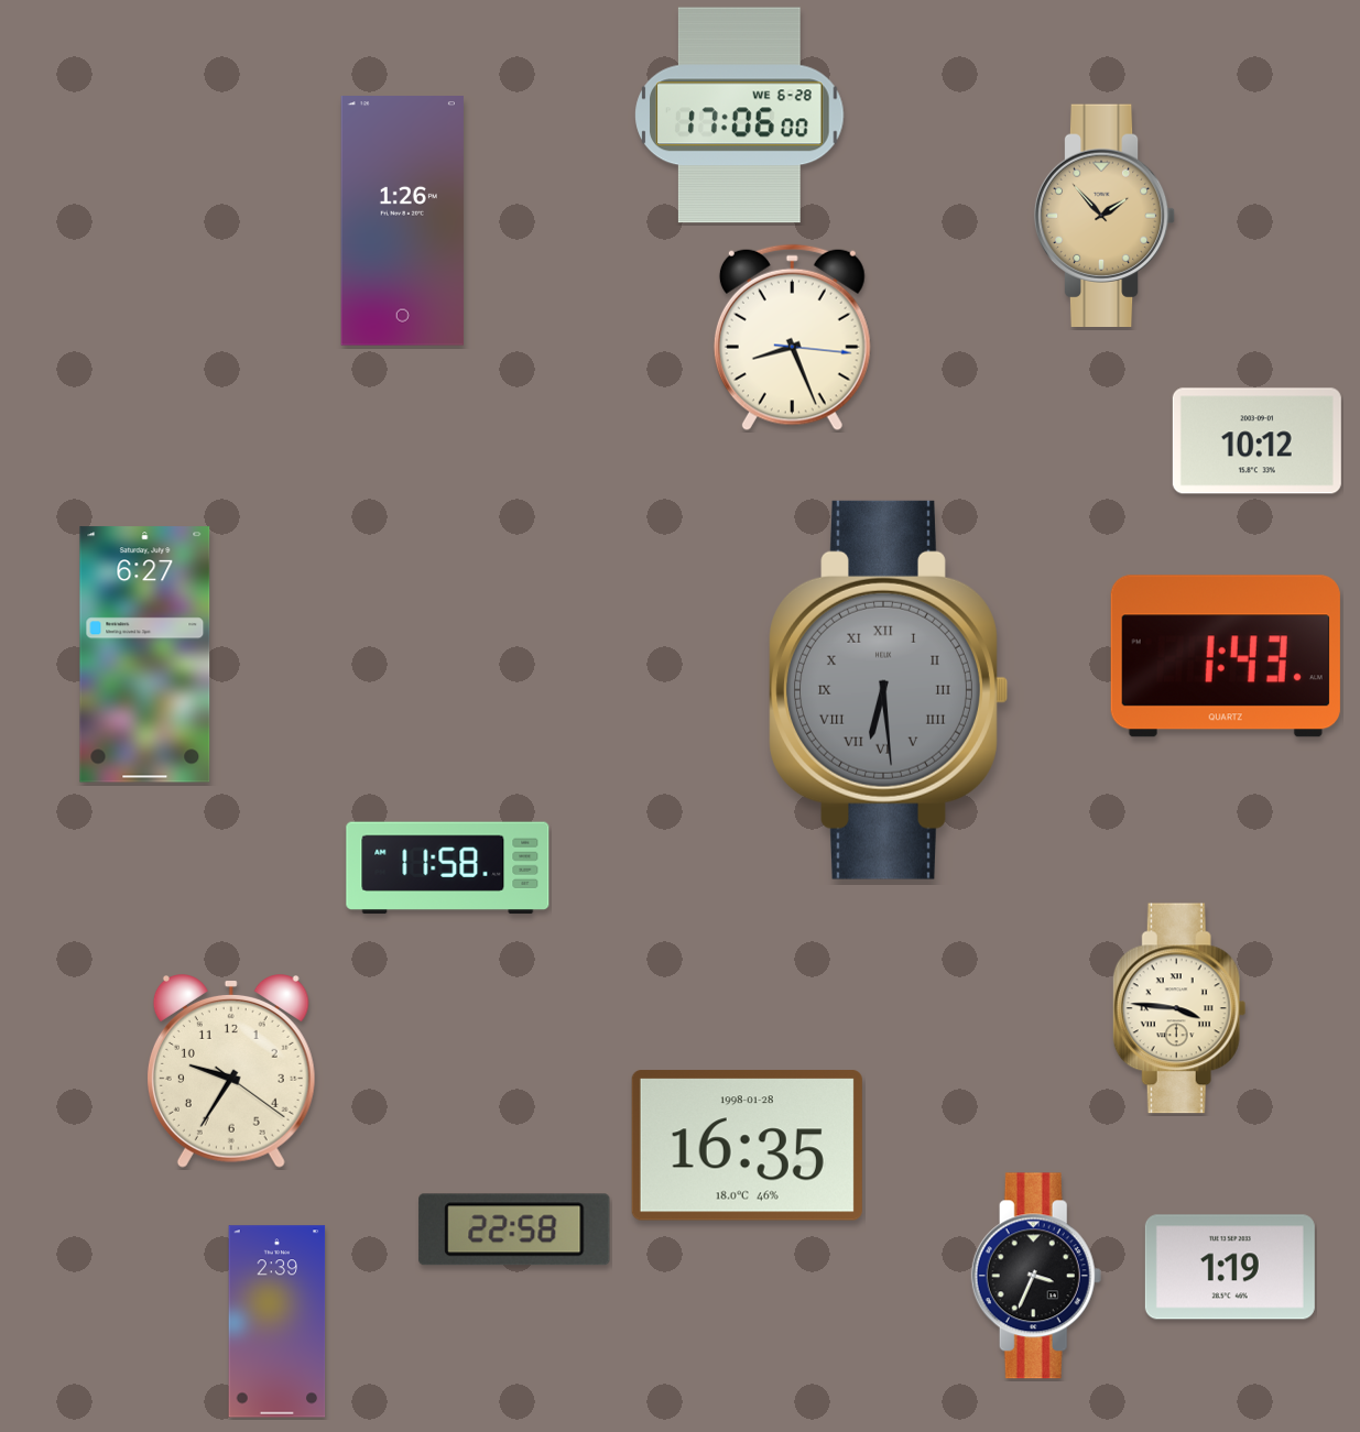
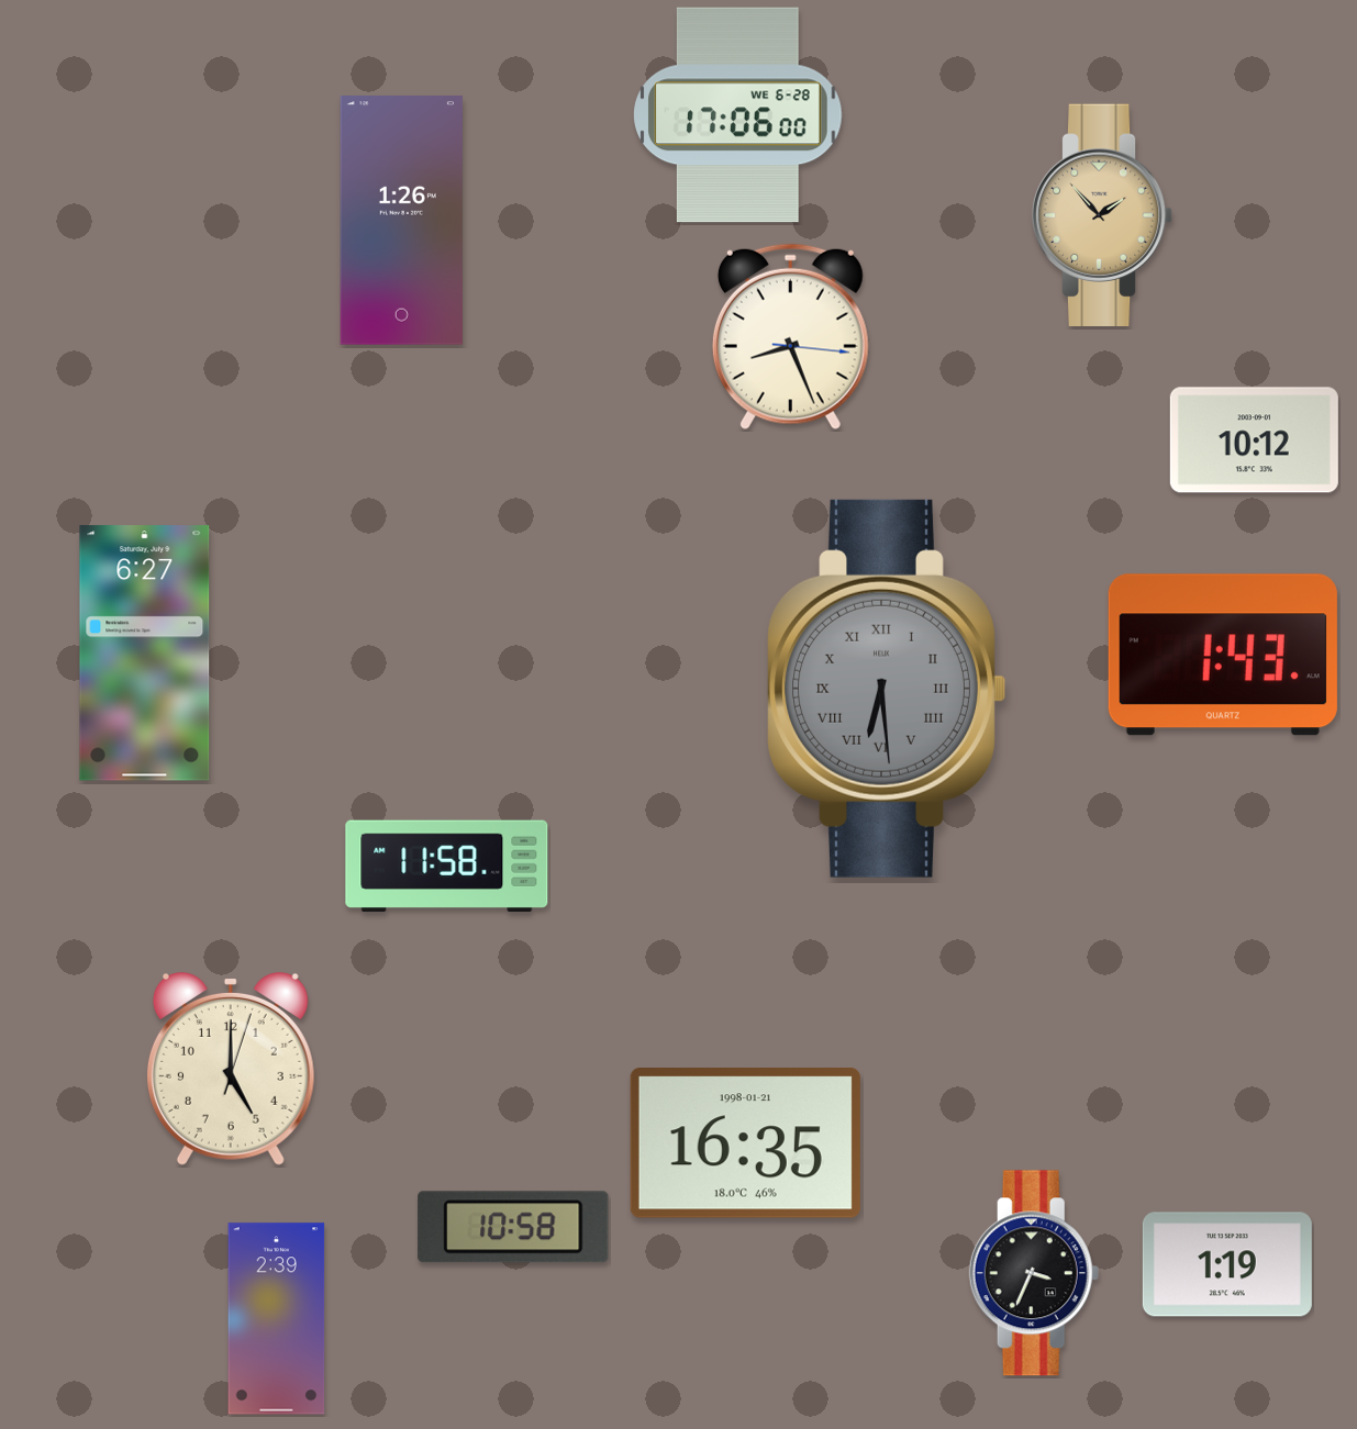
clock at (1179, 1008): 3:46 -> none
clock at (231, 1072): 9:35 -> 5:00
clock at (747, 1146) date: 1998-01-28 -> 1998-01-21
clock at (514, 1229): 22:58 -> 10:58
